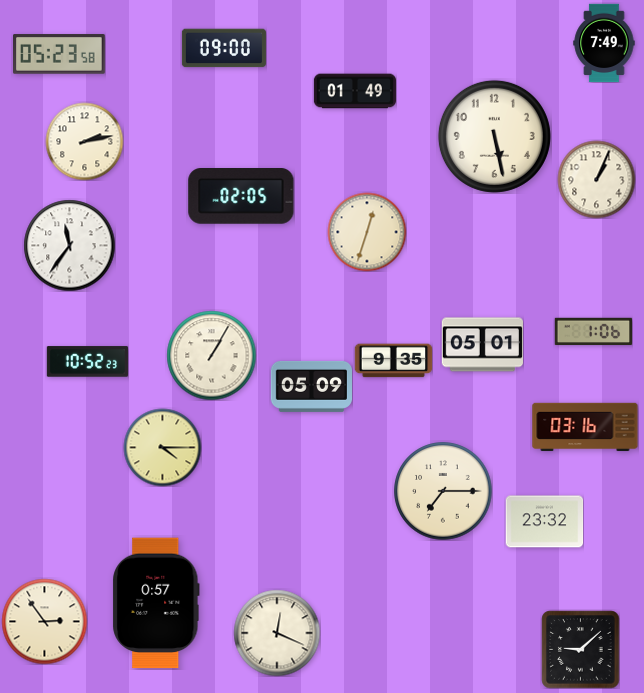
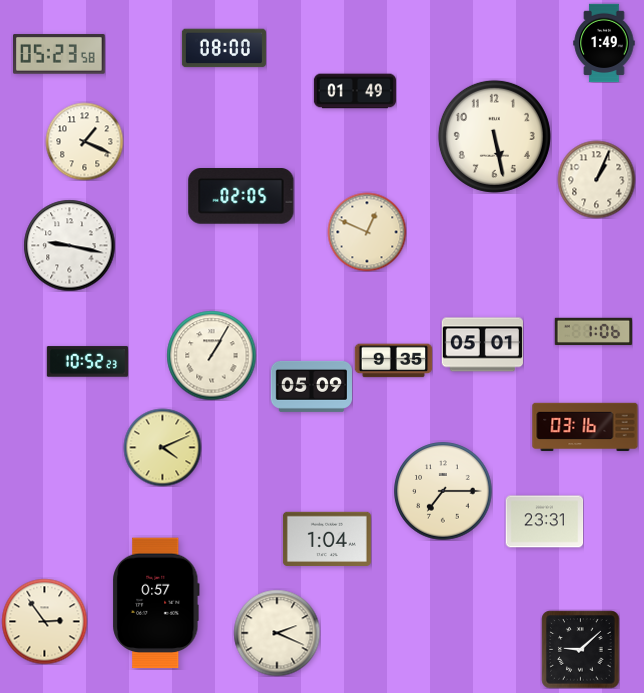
clock at (604, 43): 7:49 -> 1:49
clock at (224, 48): 09:00 -> 08:00
clock at (84, 141): 2:13 -> 1:19
clock at (367, 232): 12:33 -> 12:49
clock at (69, 245): 11:36 -> 9:17
clock at (162, 447): 4:15 -> 4:11
clock at (544, 522): 23:32 -> 23:31
clock at (327, 539): none -> 1:04
clock at (277, 633): 12:19 -> 2:19
